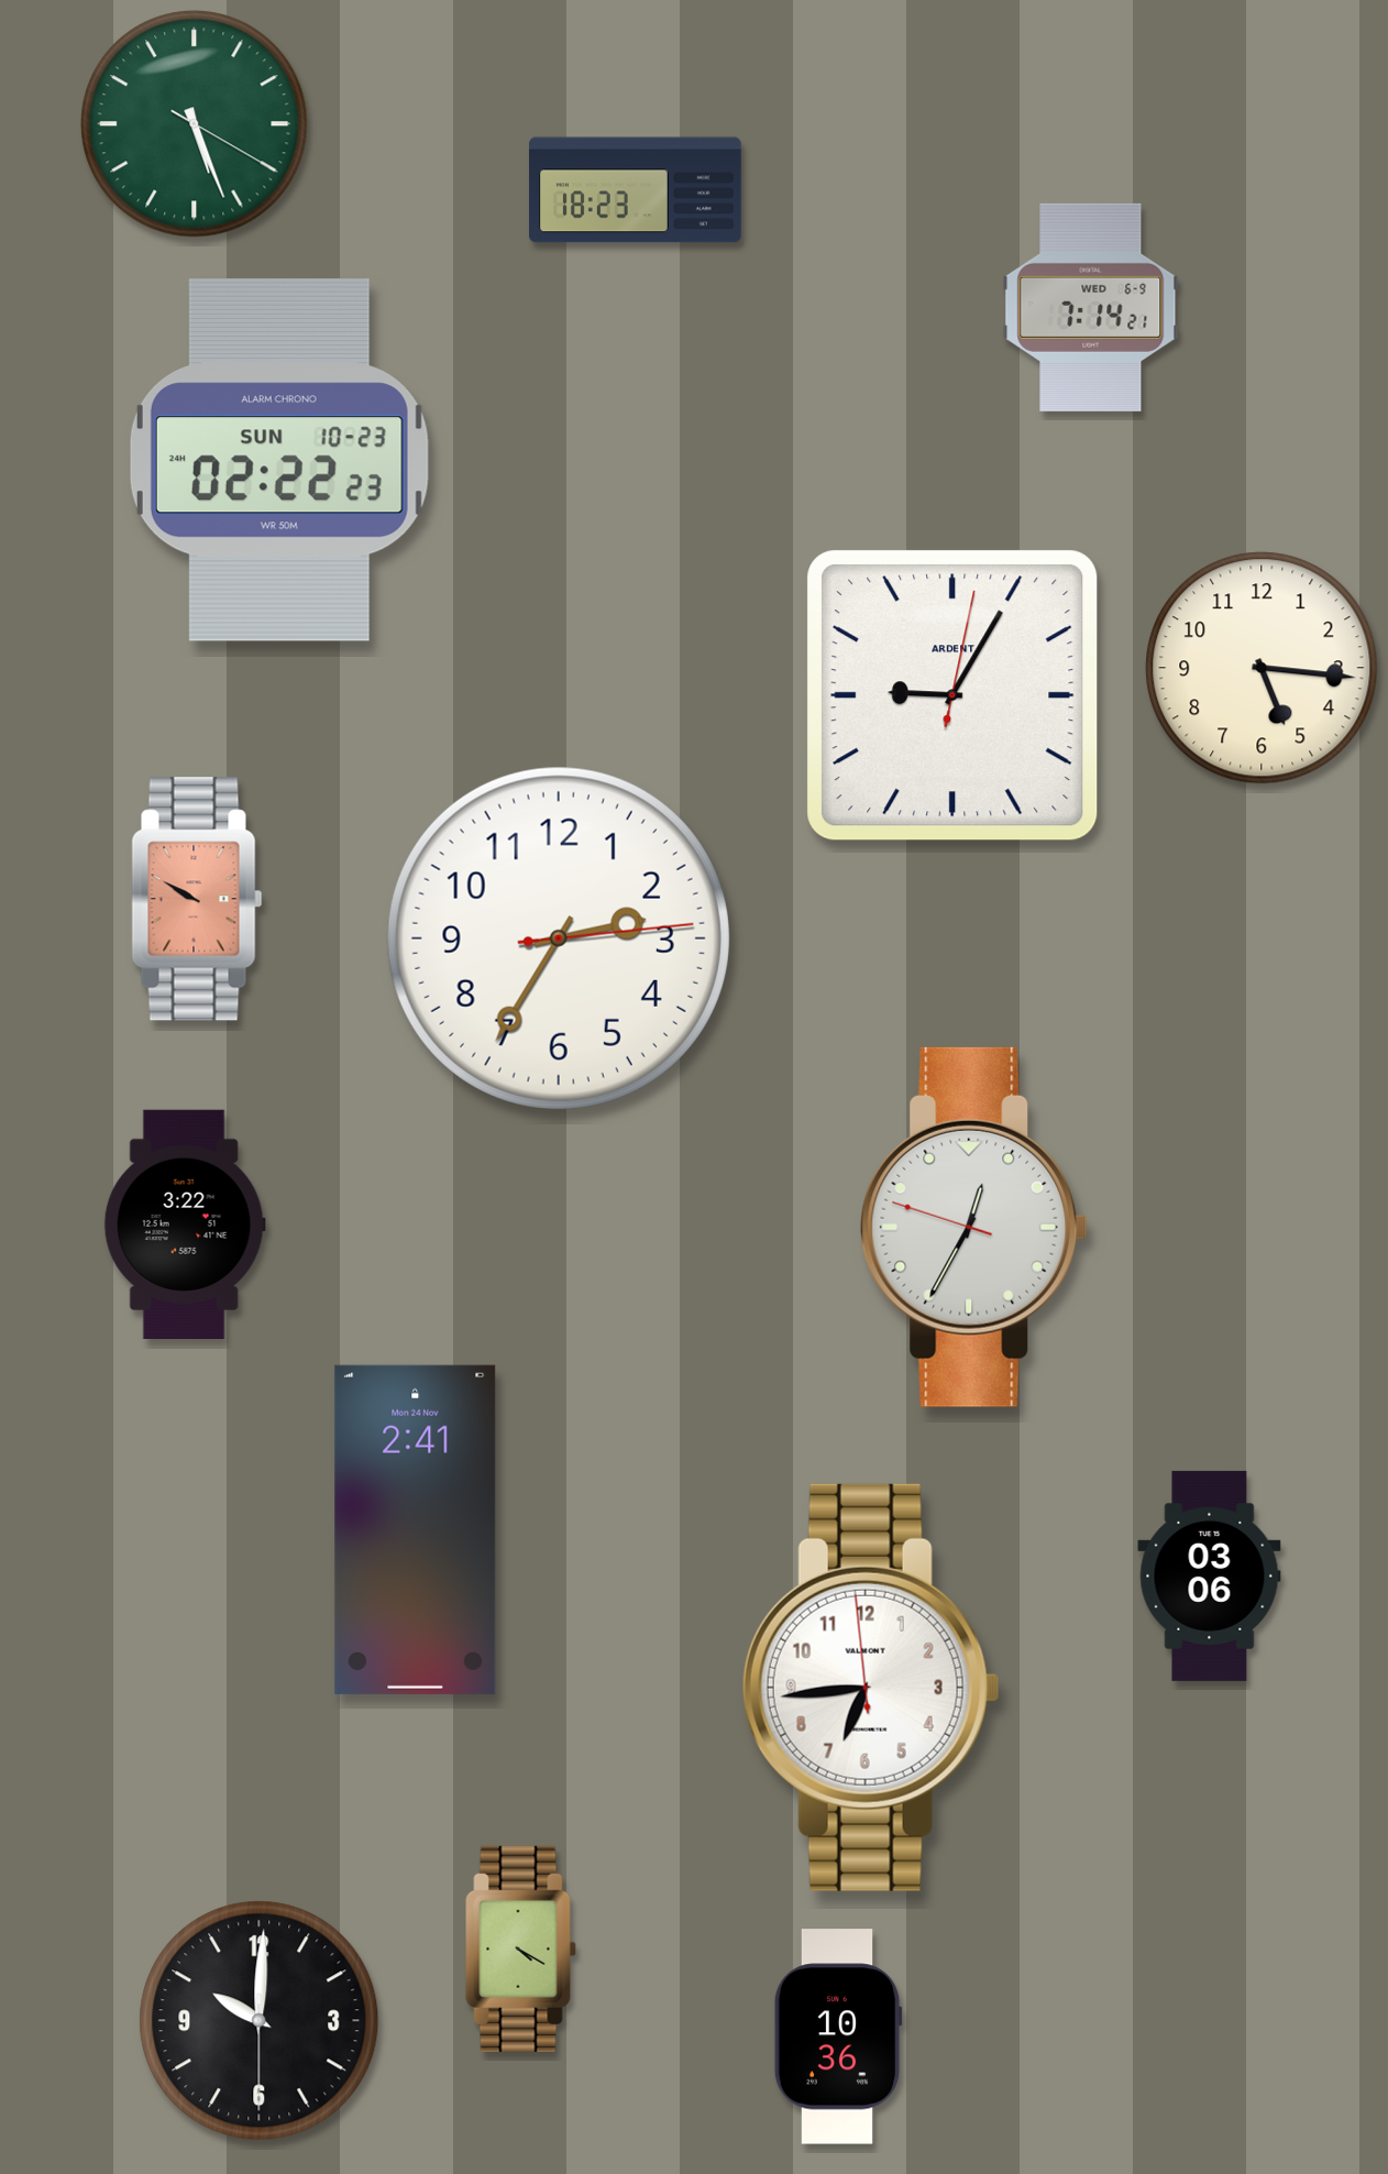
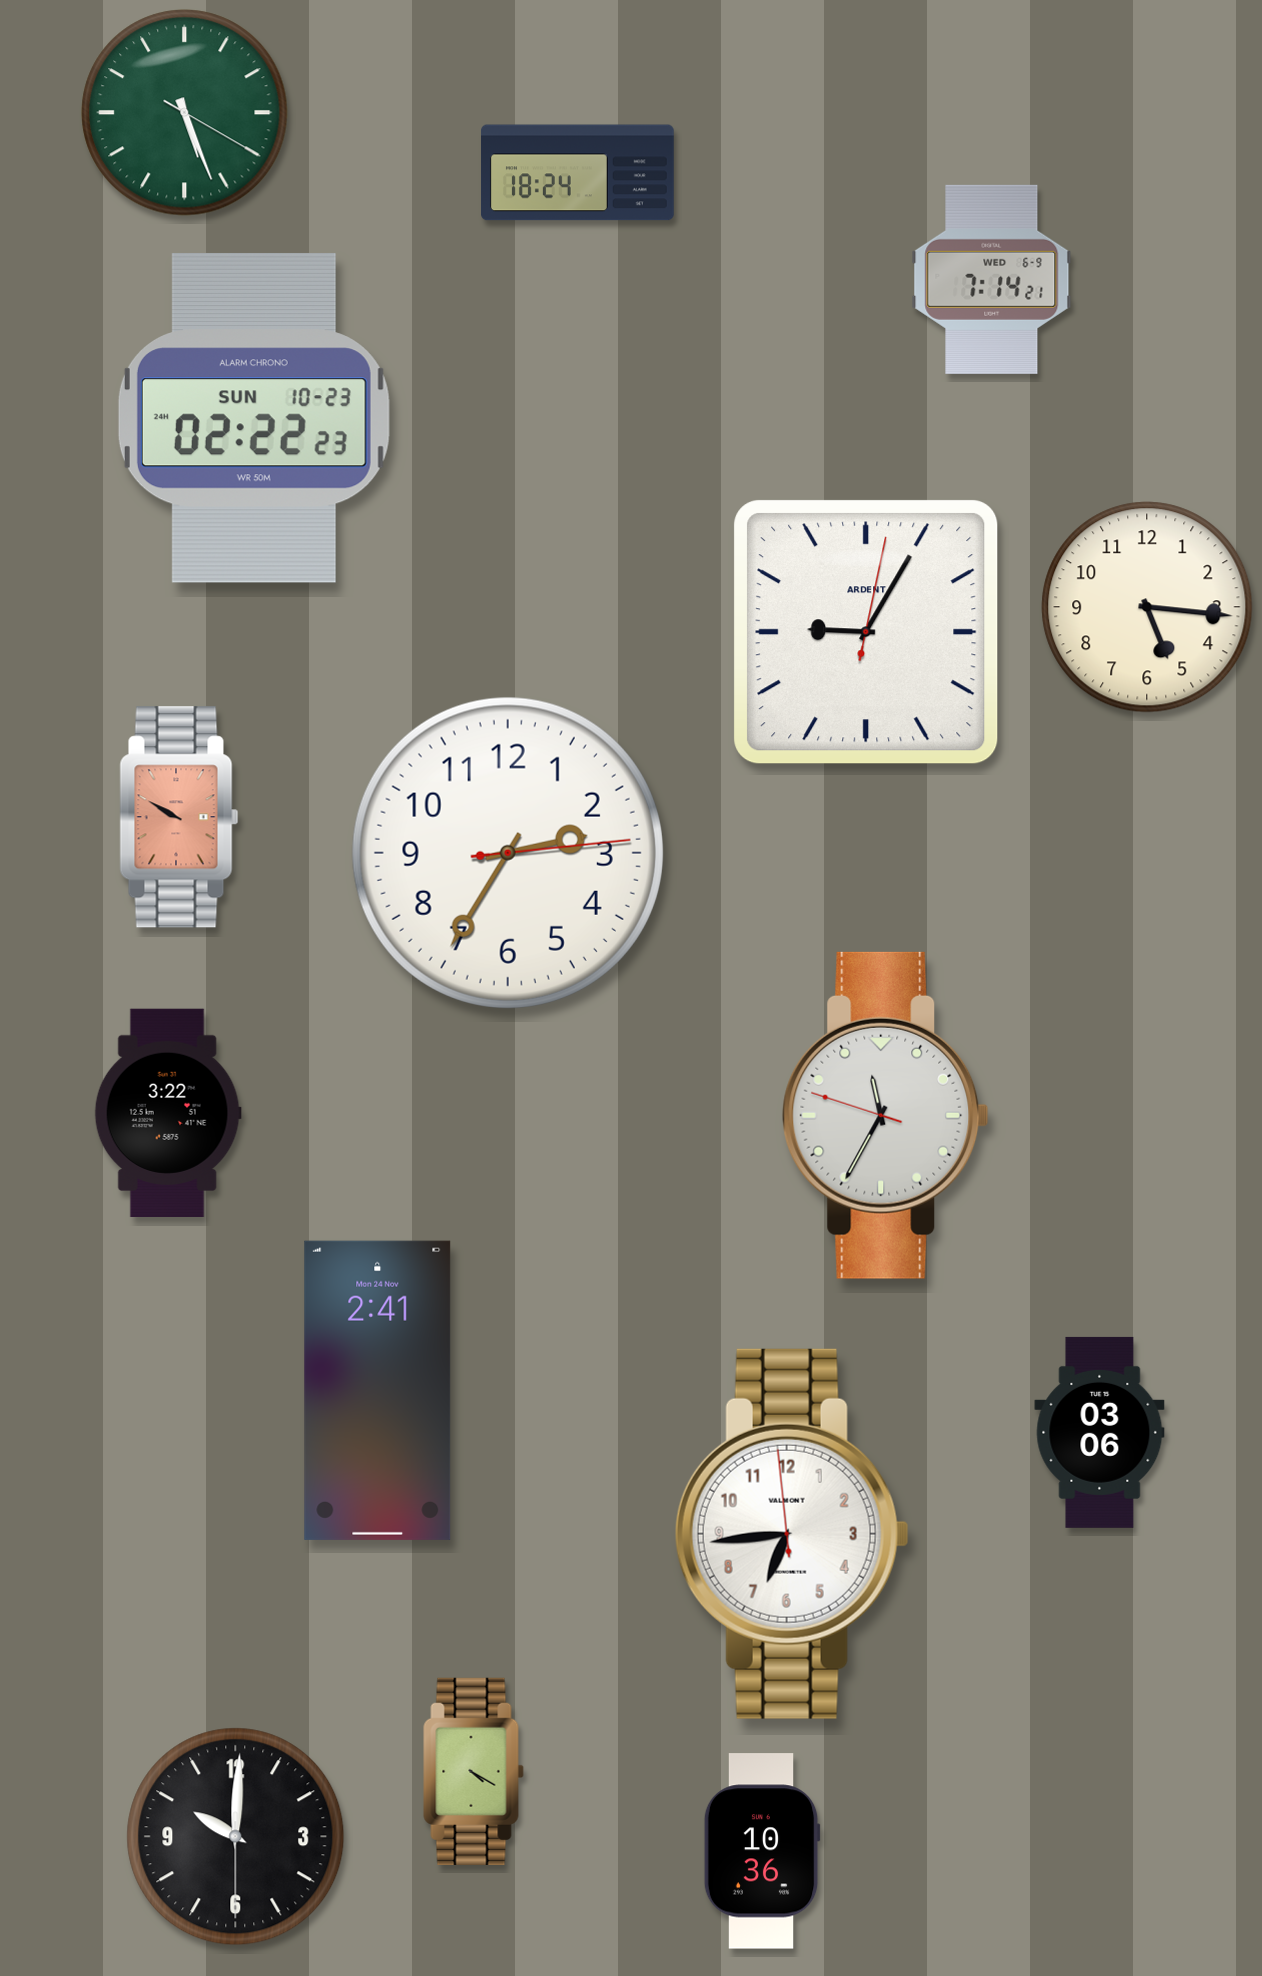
clock at (195, 124) position: (195, 124) -> (185, 113)
clock at (636, 190): 18:23 -> 18:24
clock at (974, 1227): 12:34 -> 11:34
